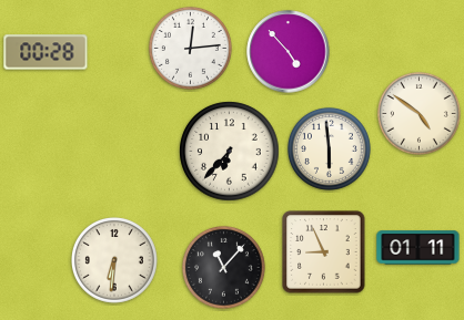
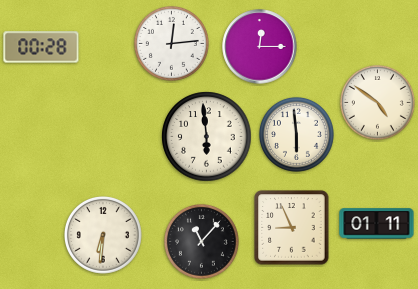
clock at (289, 52): 4:53 -> 12:15
clock at (230, 152): 6:37 -> 5:59
